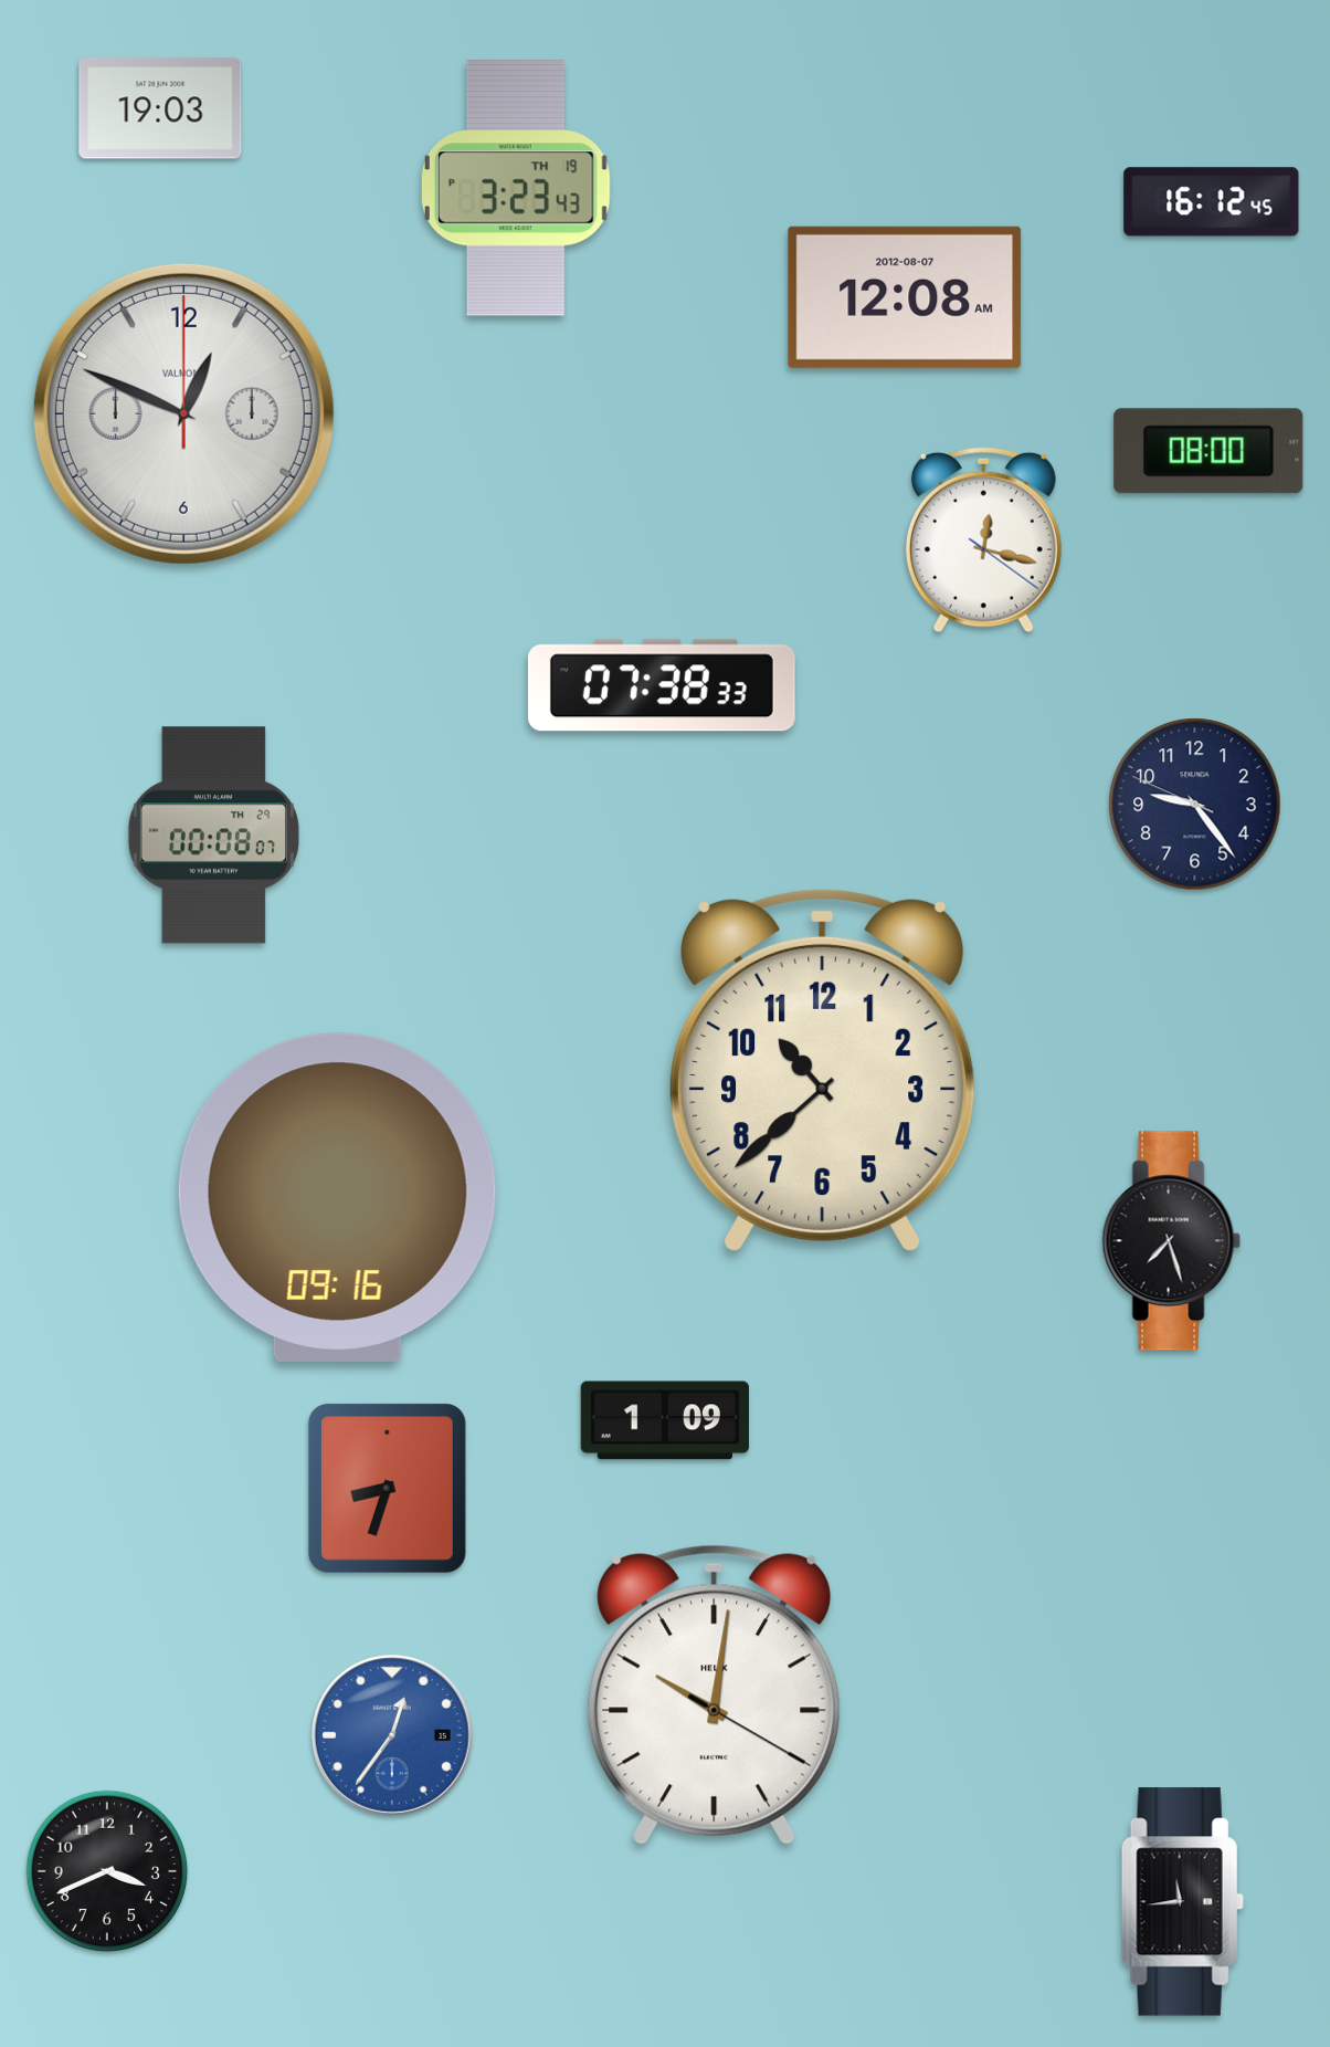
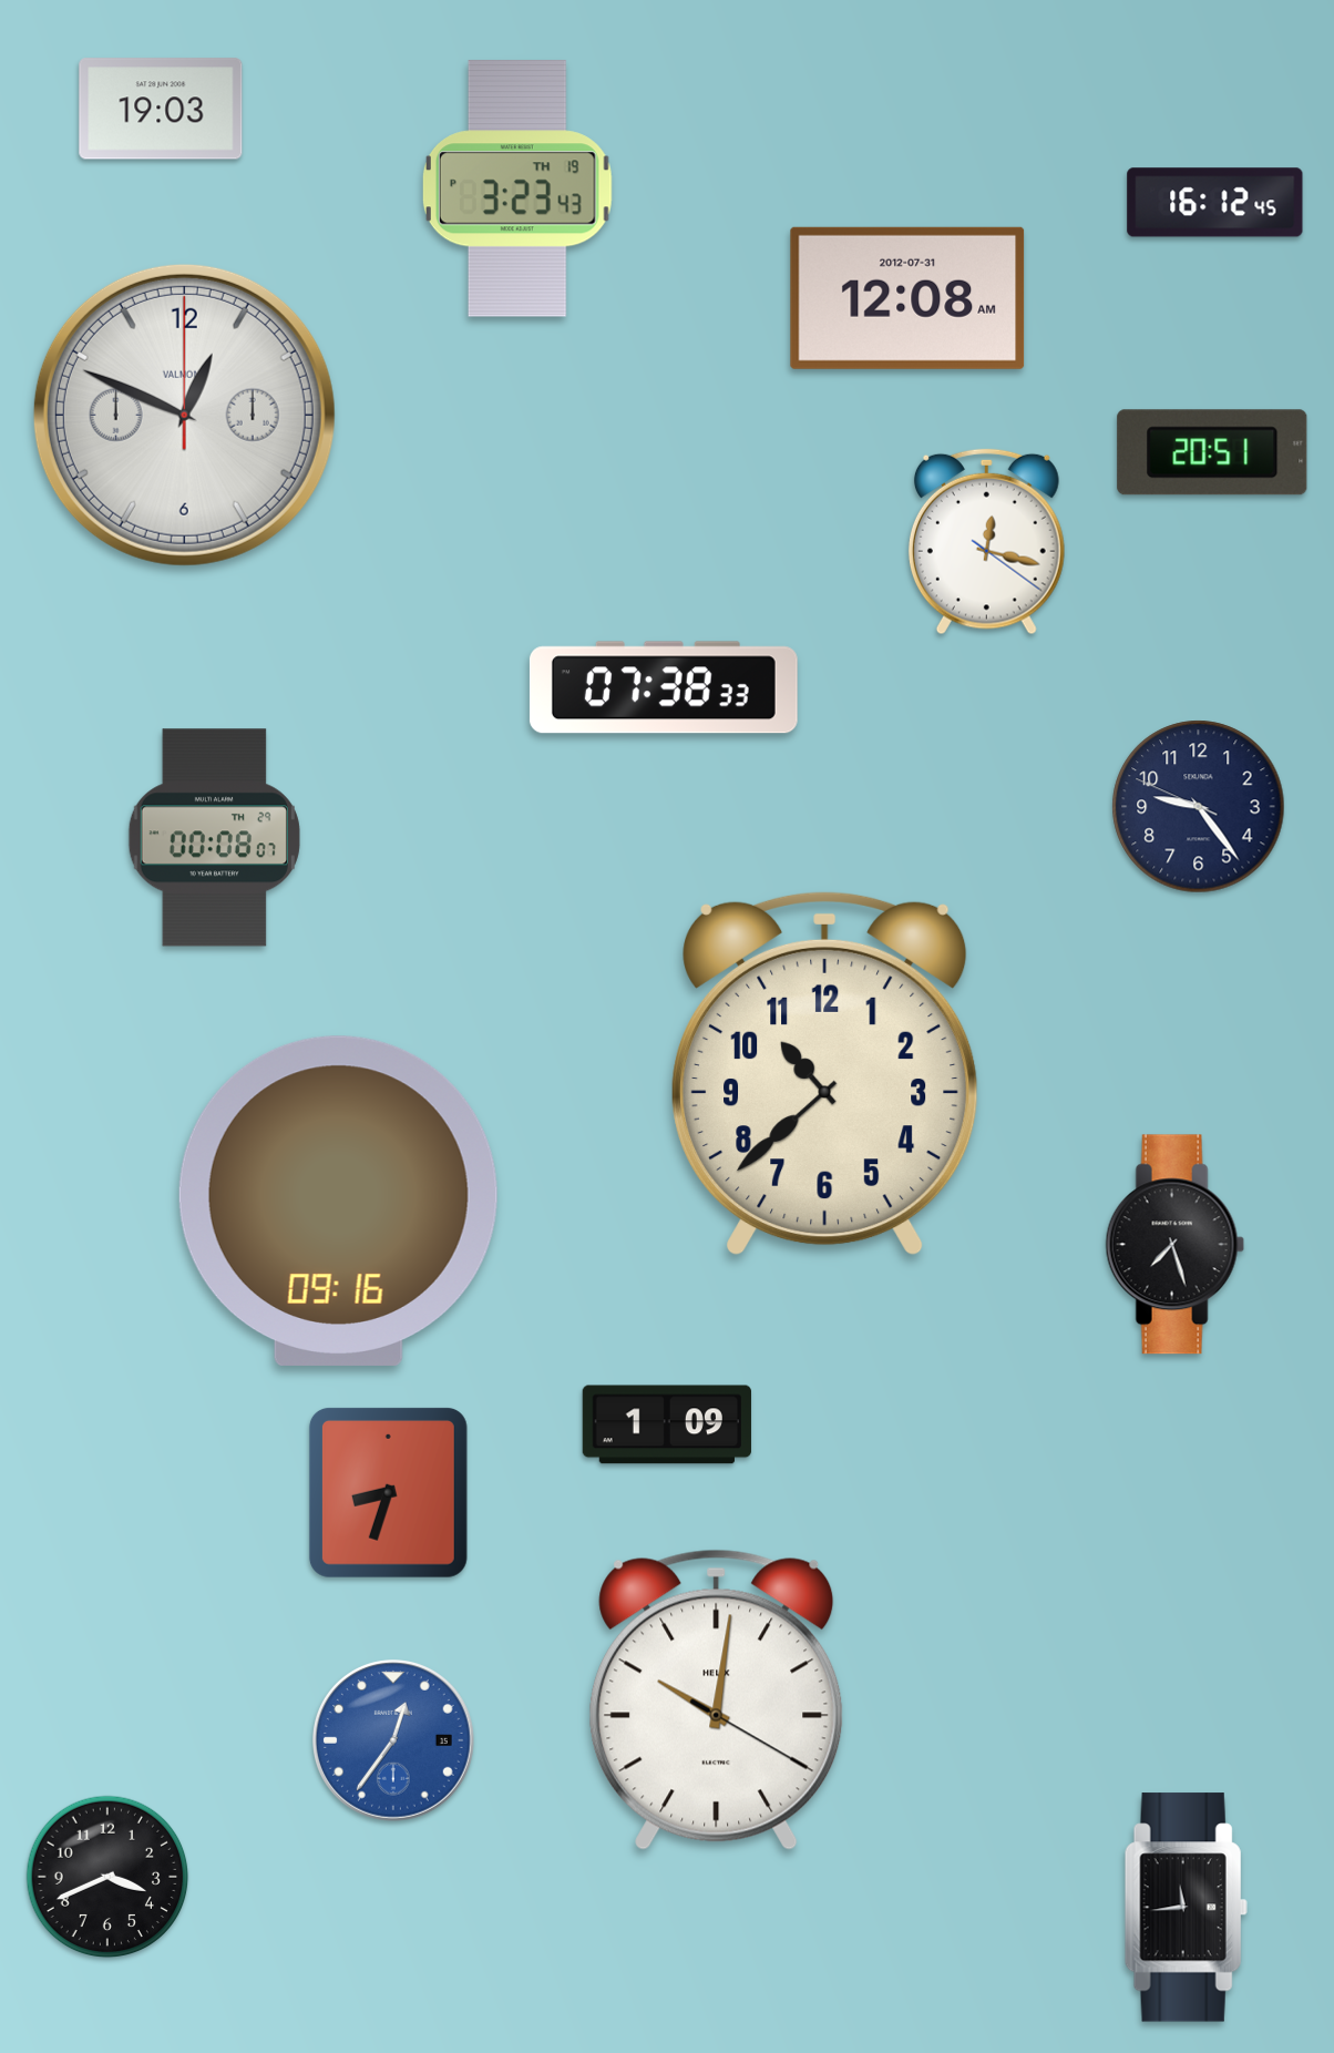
clock at (905, 297) date: 2012-08-07 -> 2012-07-31
clock at (1208, 451): 08:00 -> 20:51
